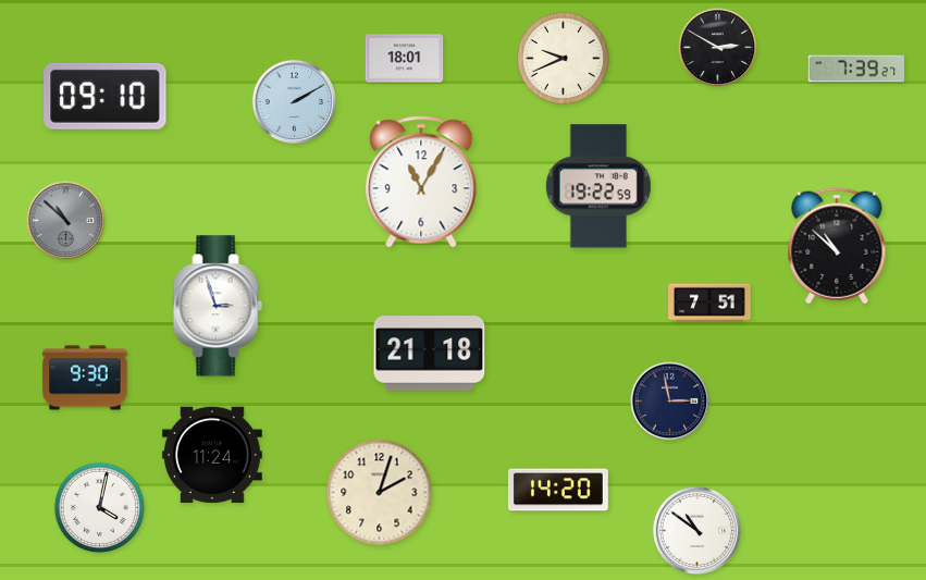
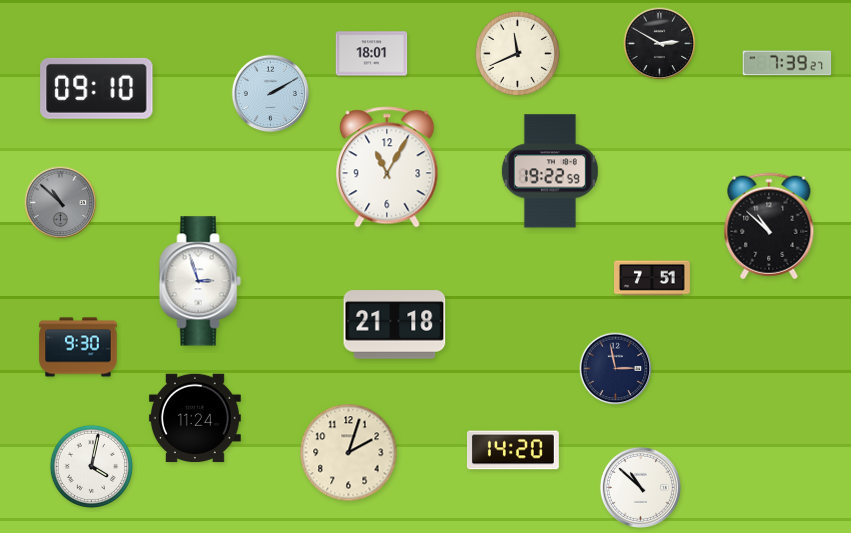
clock at (563, 58): 9:41 -> 11:41
clock at (696, 530): 10:51 -> 10:52
